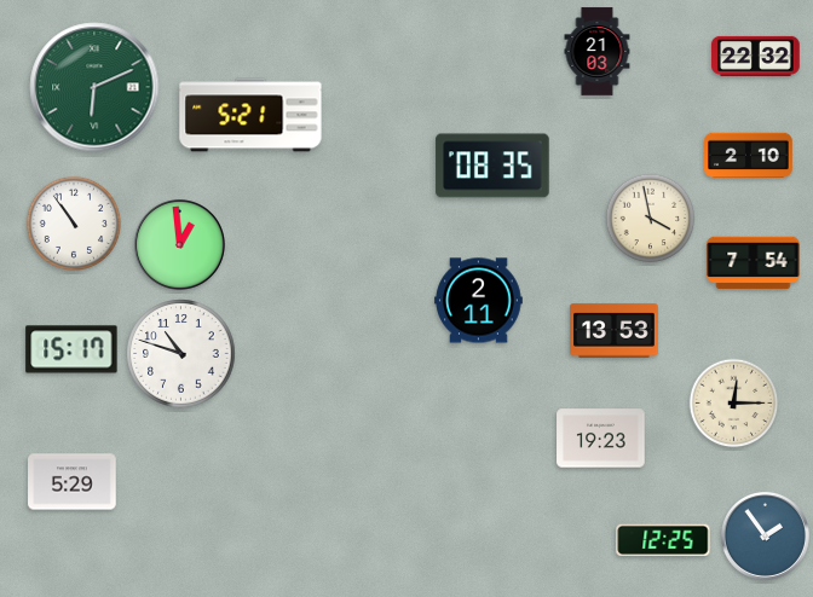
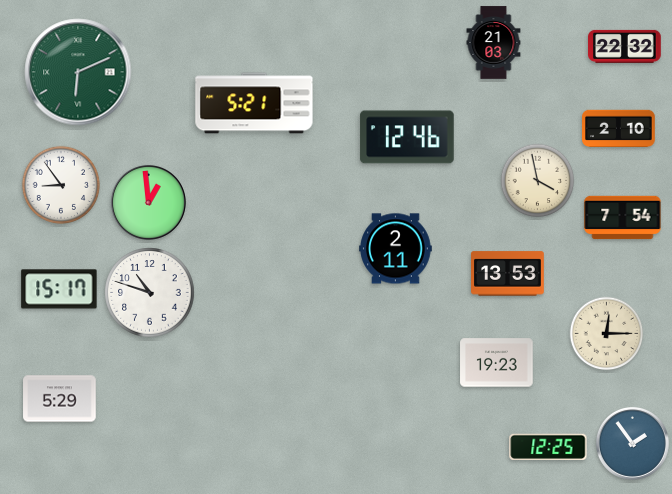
clock at (250, 115) position: (250, 115) -> (254, 103)
clock at (492, 166): 08:35 -> 12:46
clock at (74, 224): 10:54 -> 8:54
